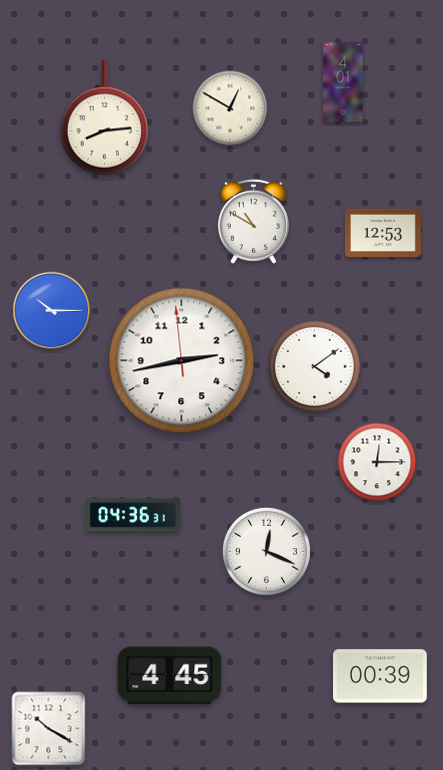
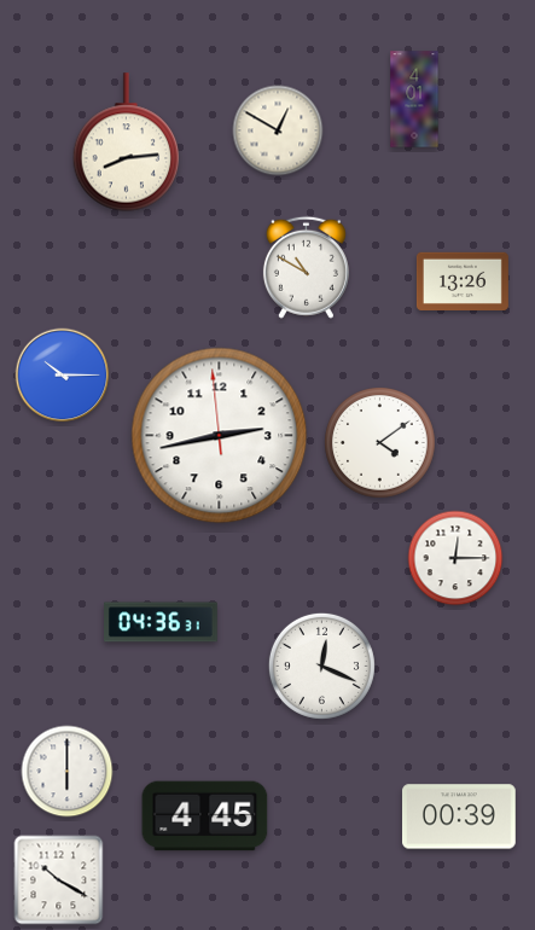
clock at (383, 232): 12:53 -> 13:26
clock at (68, 772): none -> 6:00
